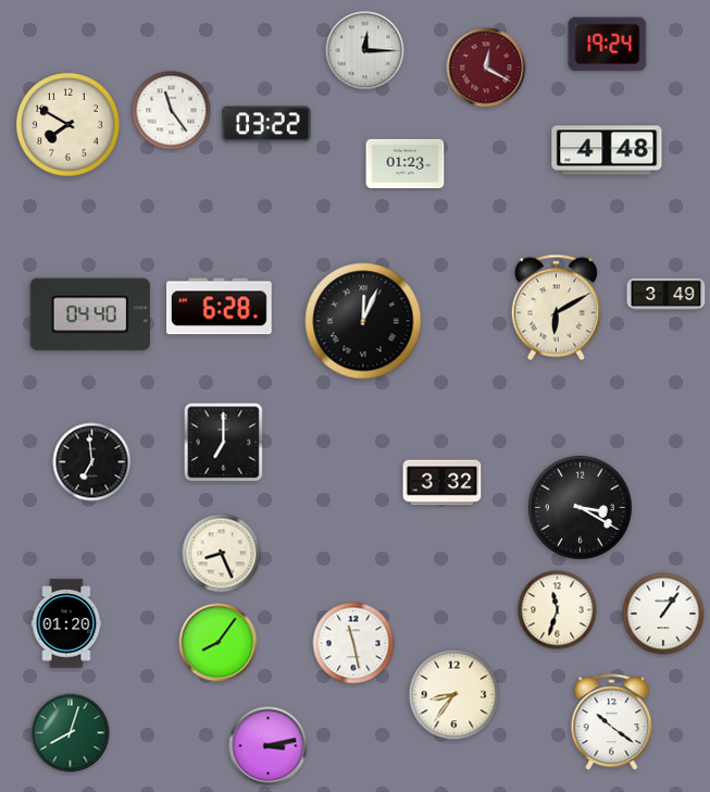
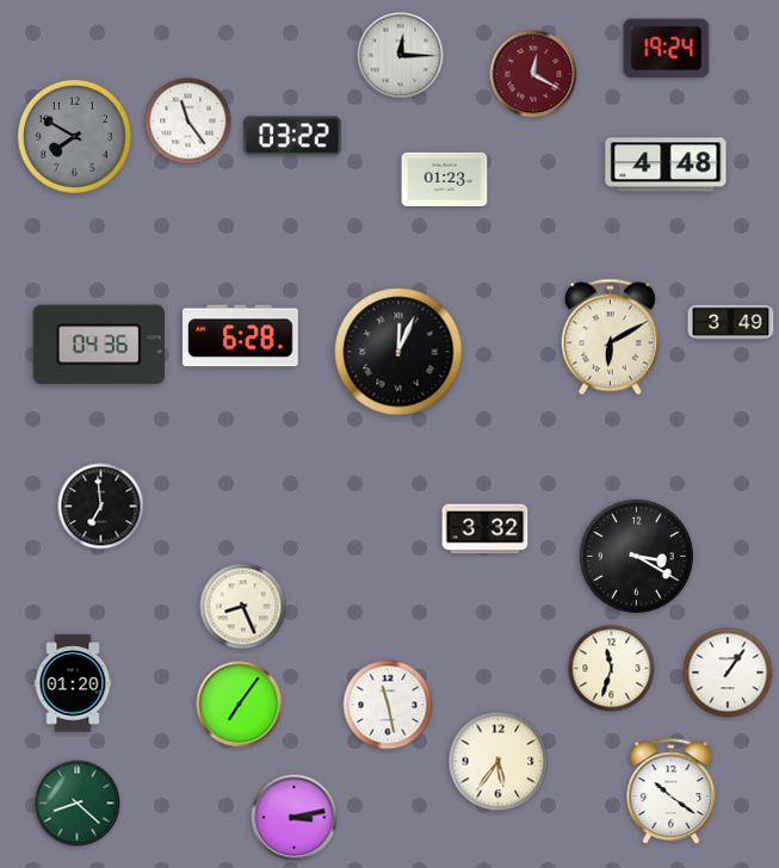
clock at (67, 124) dial: cream -> grey
clock at (90, 314): 04:40 -> 04:36
clock at (224, 443): 7:00 -> none
clock at (219, 643): 8:06 -> 7:06
clock at (454, 695): 8:36 -> 5:36
clock at (71, 733): 8:03 -> 8:22
